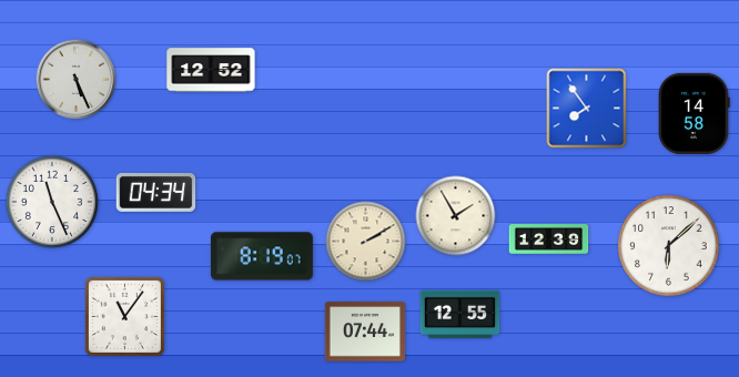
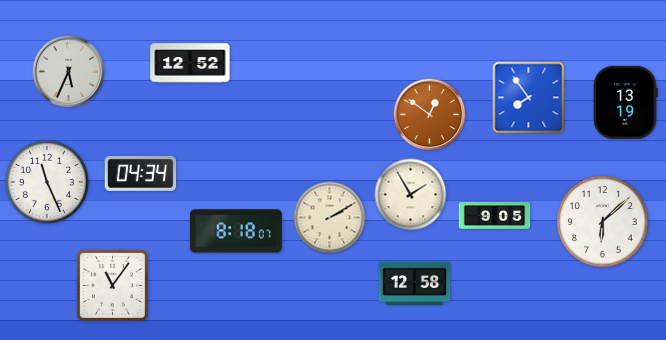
clock at (77, 80): 5:26 -> 5:34
clock at (695, 113): 14:58 -> 13:19
clock at (430, 115): none -> 12:51
clock at (549, 240): 12:39 -> 9:05
clock at (262, 256): 8:19 -> 8:18
clock at (460, 314): 12:55 -> 12:58
clock at (365, 332): 07:44 -> none
